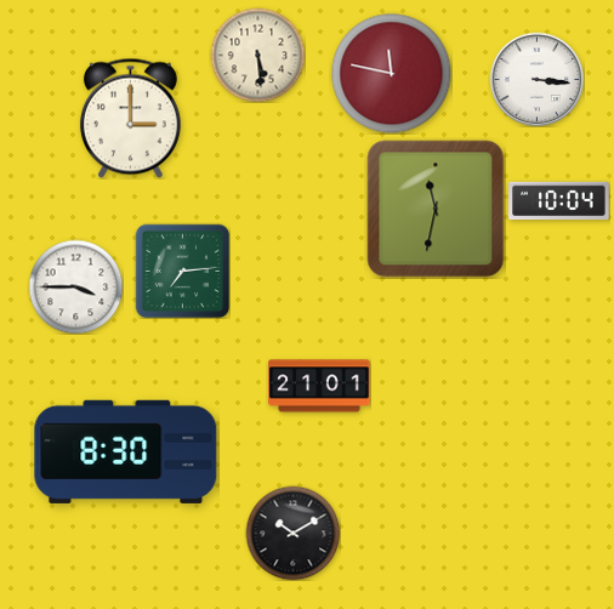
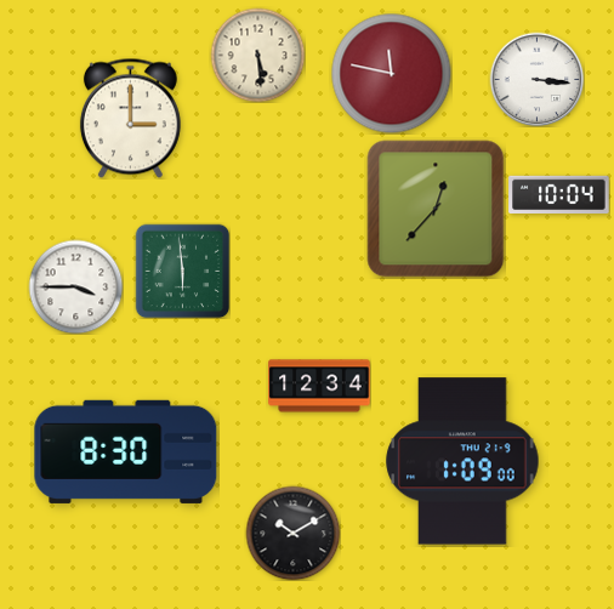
clock at (559, 201) position: (559, 201) -> (559, 195)
clock at (436, 209): 11:32 -> 12:37
clock at (182, 271): 7:14 -> 5:59
clock at (319, 386): 21:01 -> 12:34
clock at (462, 461): none -> 1:09
